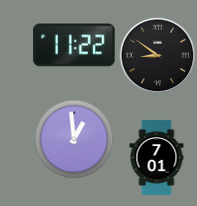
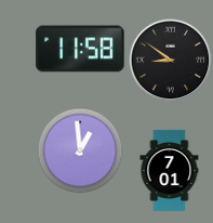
clock at (74, 45): 11:22 -> 11:58
